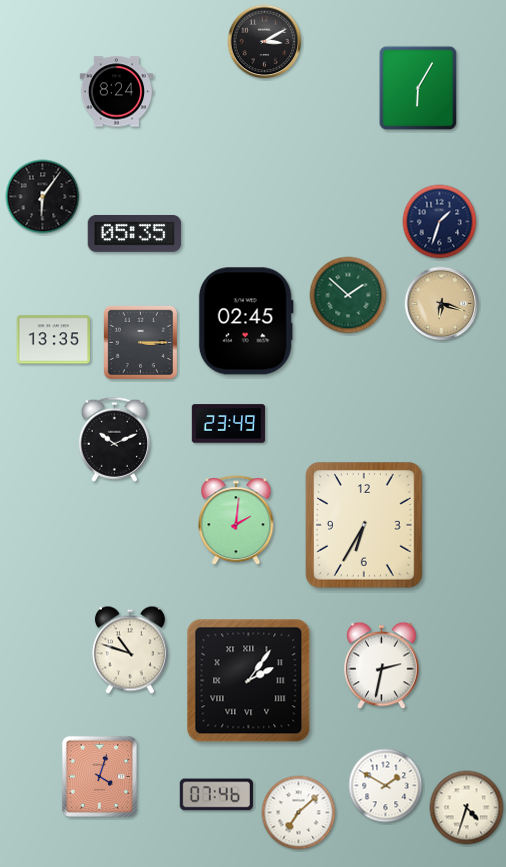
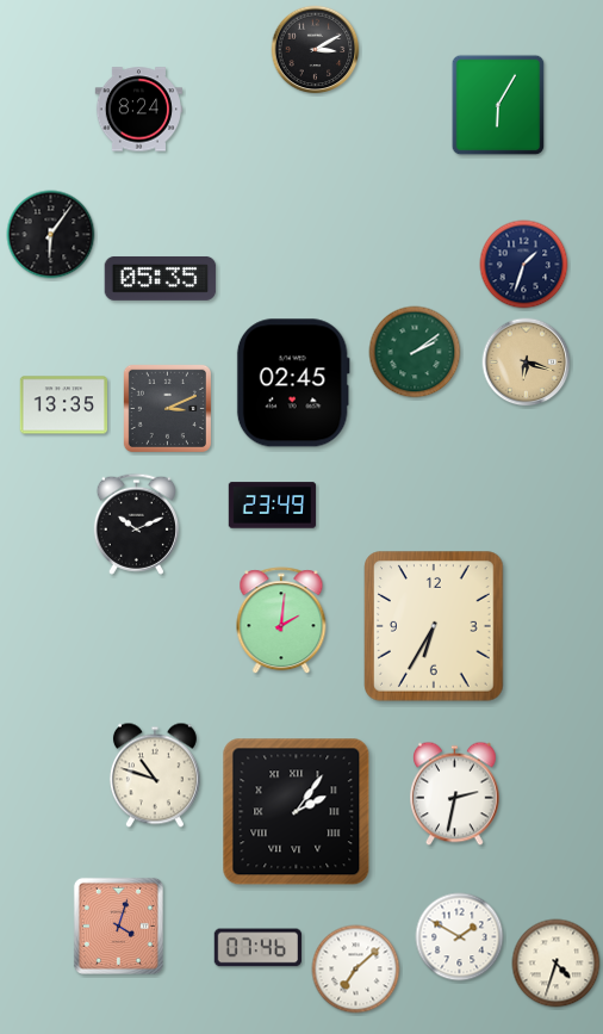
clock at (348, 295): 1:52 -> 2:09
clock at (140, 342): 3:15 -> 3:11
